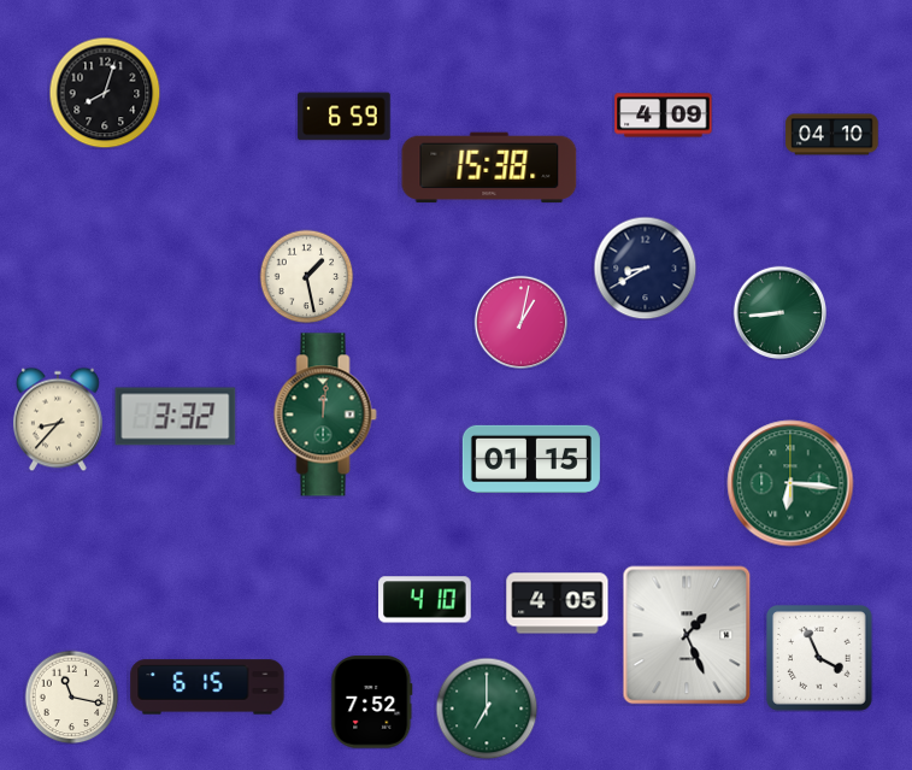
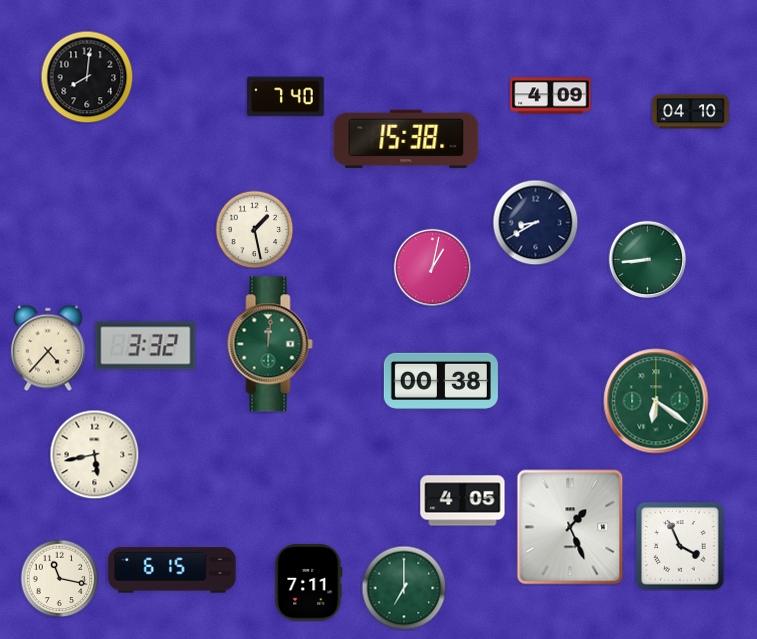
clock at (105, 93): 8:03 -> 8:01
clock at (345, 117): 6:59 -> 7:40
clock at (59, 419): 8:37 -> 4:37
clock at (531, 459): 01:15 -> 00:38
clock at (790, 483): 6:16 -> 6:21
clock at (94, 454): none -> 5:43
clock at (425, 600): 4:10 -> none
clock at (372, 703): 7:52 -> 7:11
